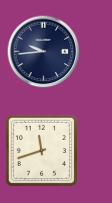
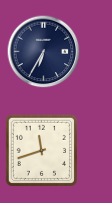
clock at (44, 52): 9:44 -> 6:35
